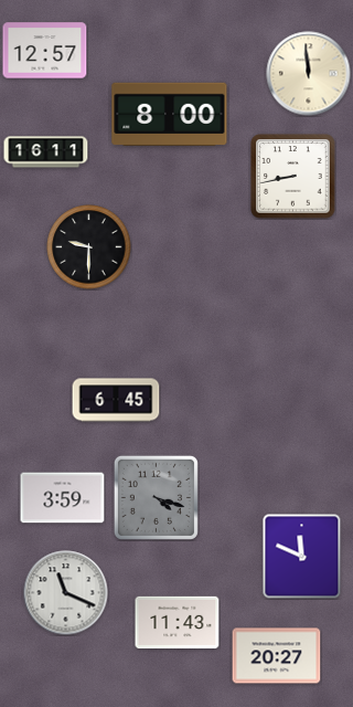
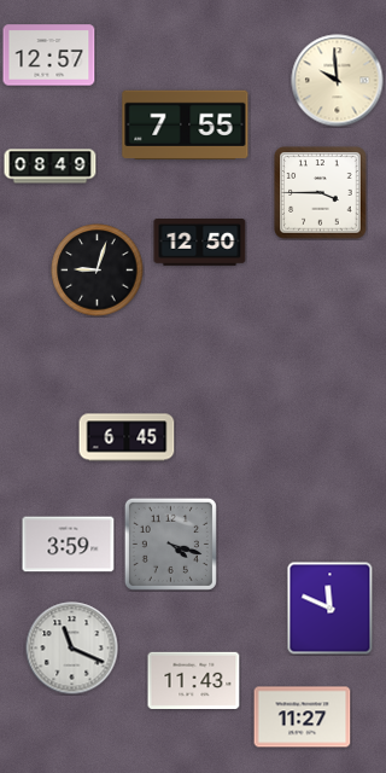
clock at (309, 74): 11:59 -> 9:59
clock at (170, 114): 8:00 -> 7:55
clock at (46, 152): 16:11 -> 08:49
clock at (293, 177): 8:43 -> 3:45
clock at (200, 243): none -> 12:50
clock at (89, 247): 9:30 -> 9:03
clock at (277, 656): 20:27 -> 11:27
